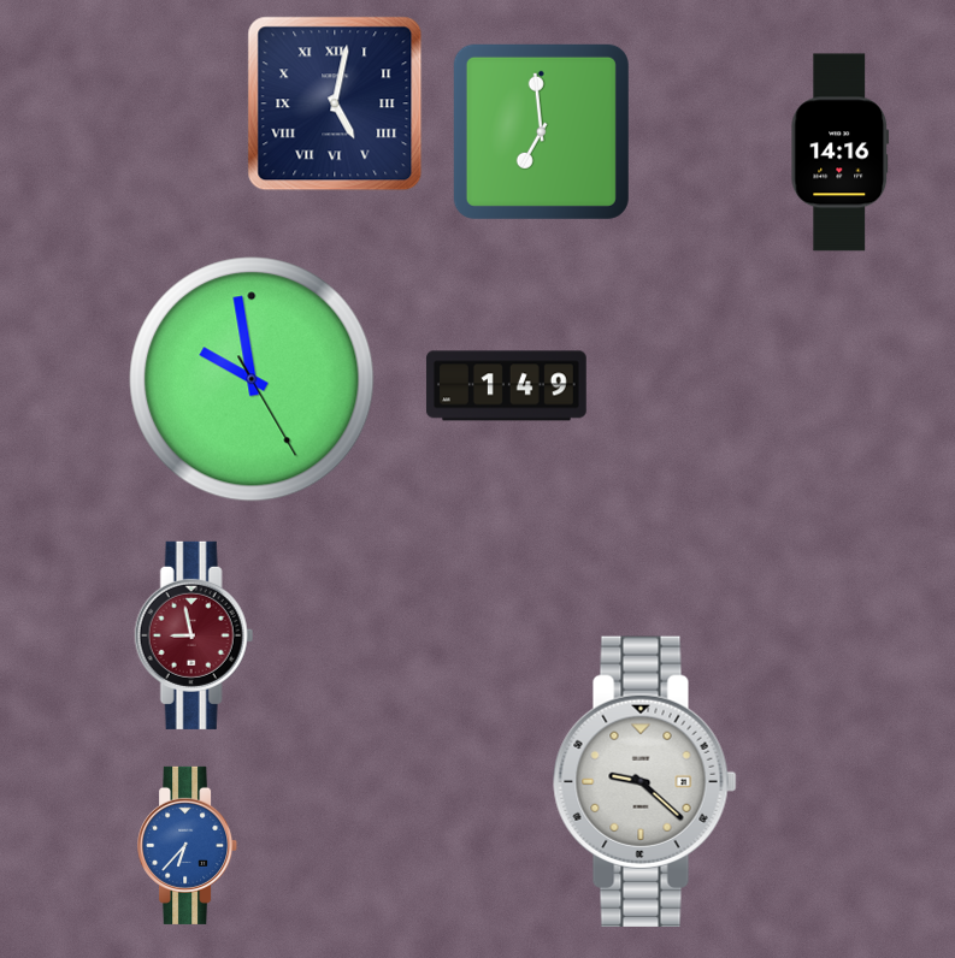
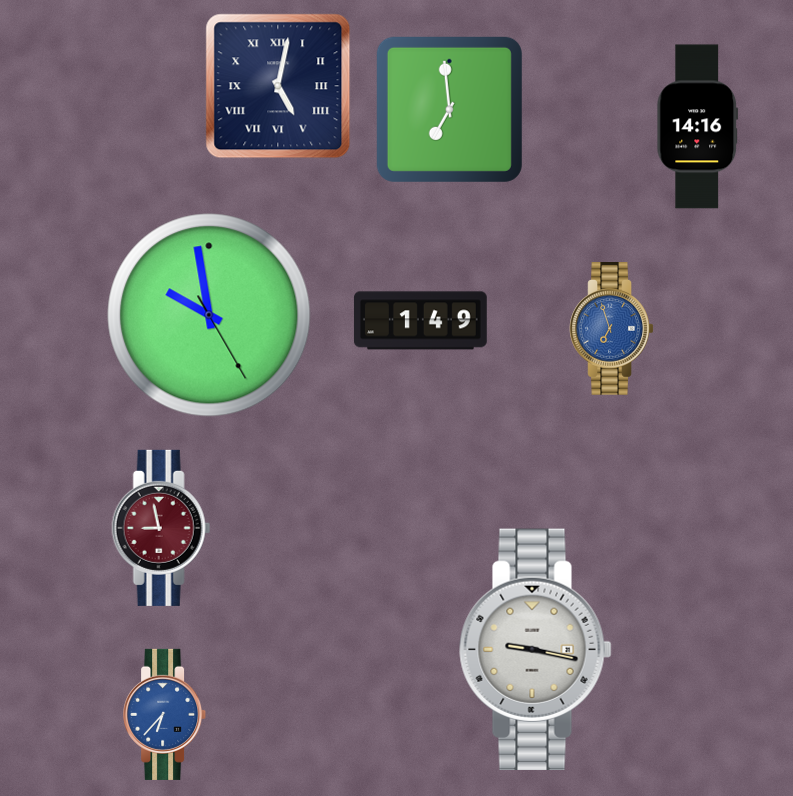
clock at (612, 329): none -> 6:57
clock at (645, 781): 9:22 -> 9:17
clock at (188, 845) position: (188, 845) -> (165, 714)
